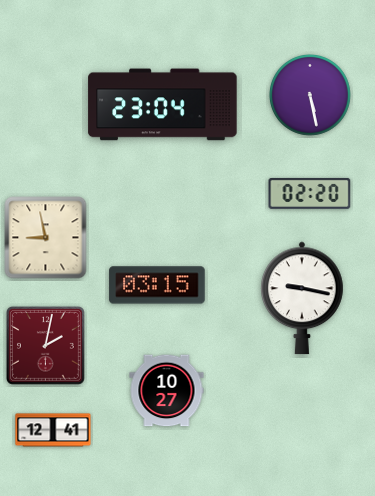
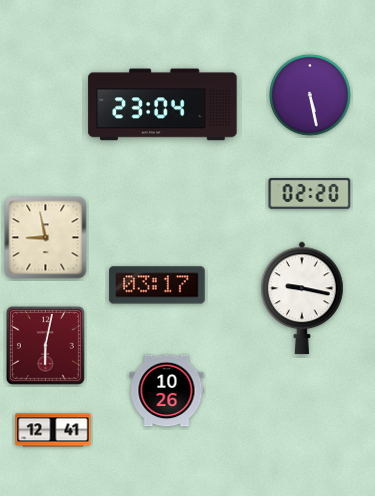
clock at (157, 285): 03:15 -> 03:17
clock at (45, 345): 2:02 -> 6:02
clock at (167, 391): 10:27 -> 10:26
